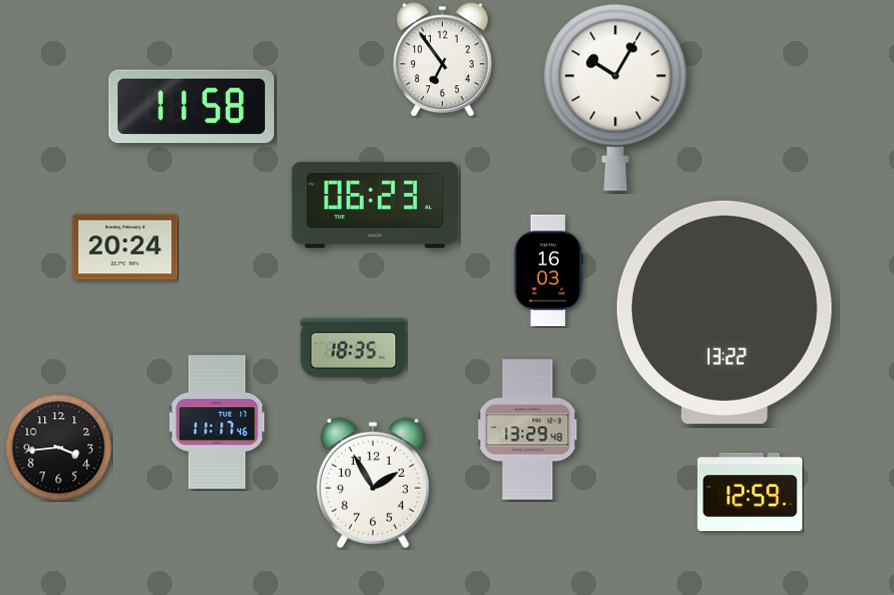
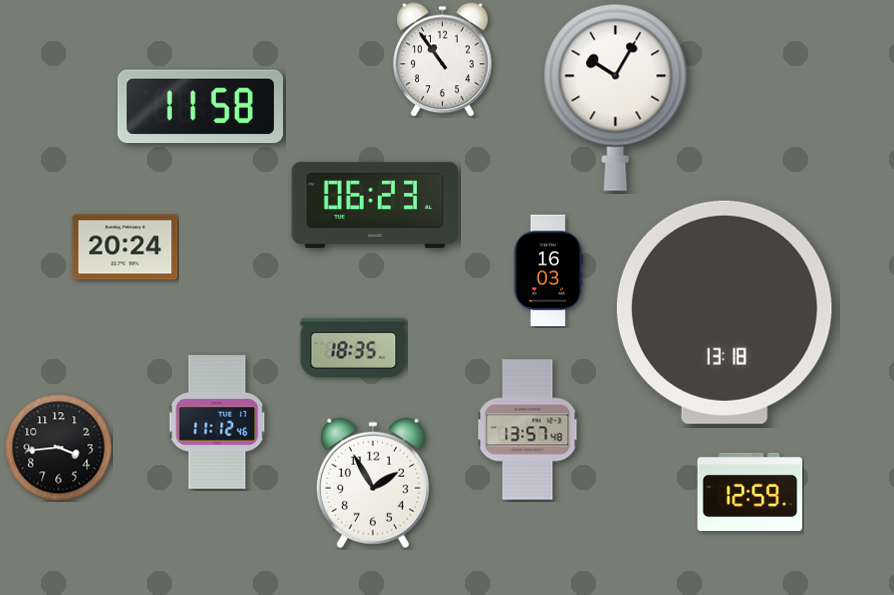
clock at (443, 60): 6:54 -> 10:54
clock at (191, 107) position: (191, 107) -> (200, 107)
clock at (724, 312): 13:22 -> 13:18
clock at (217, 422): 11:17 -> 11:12
clock at (528, 430): 13:29 -> 13:57
